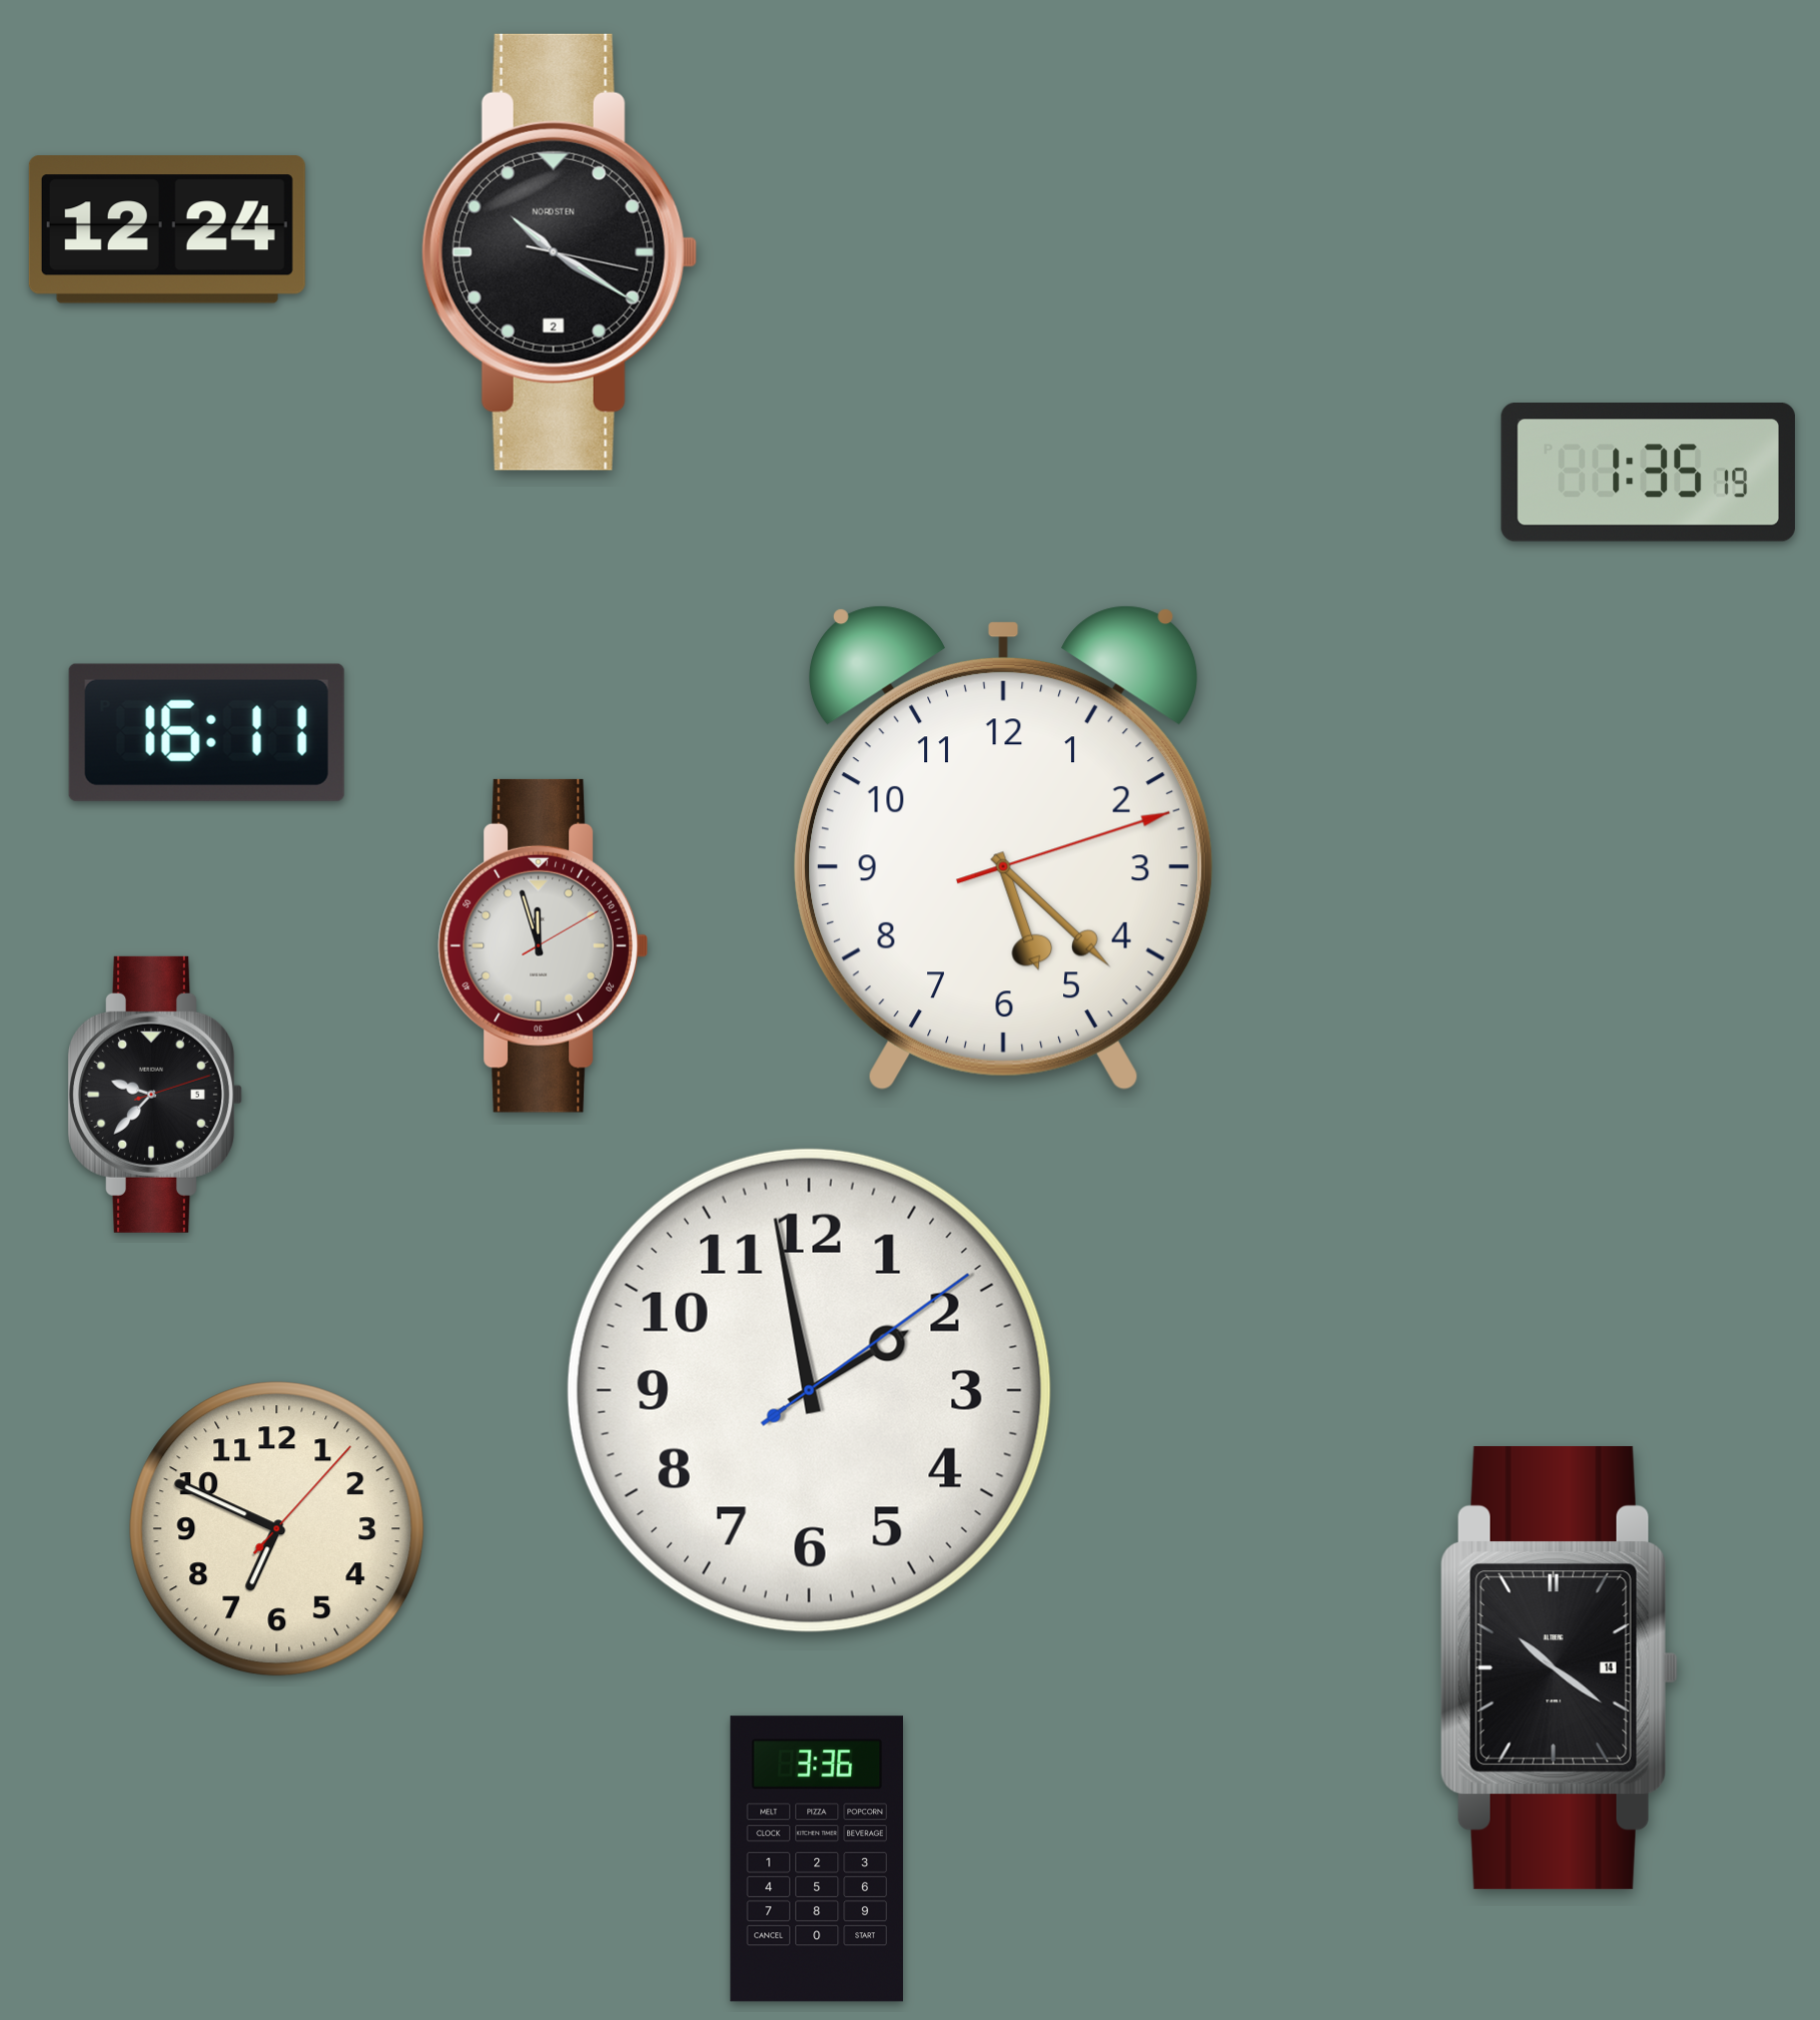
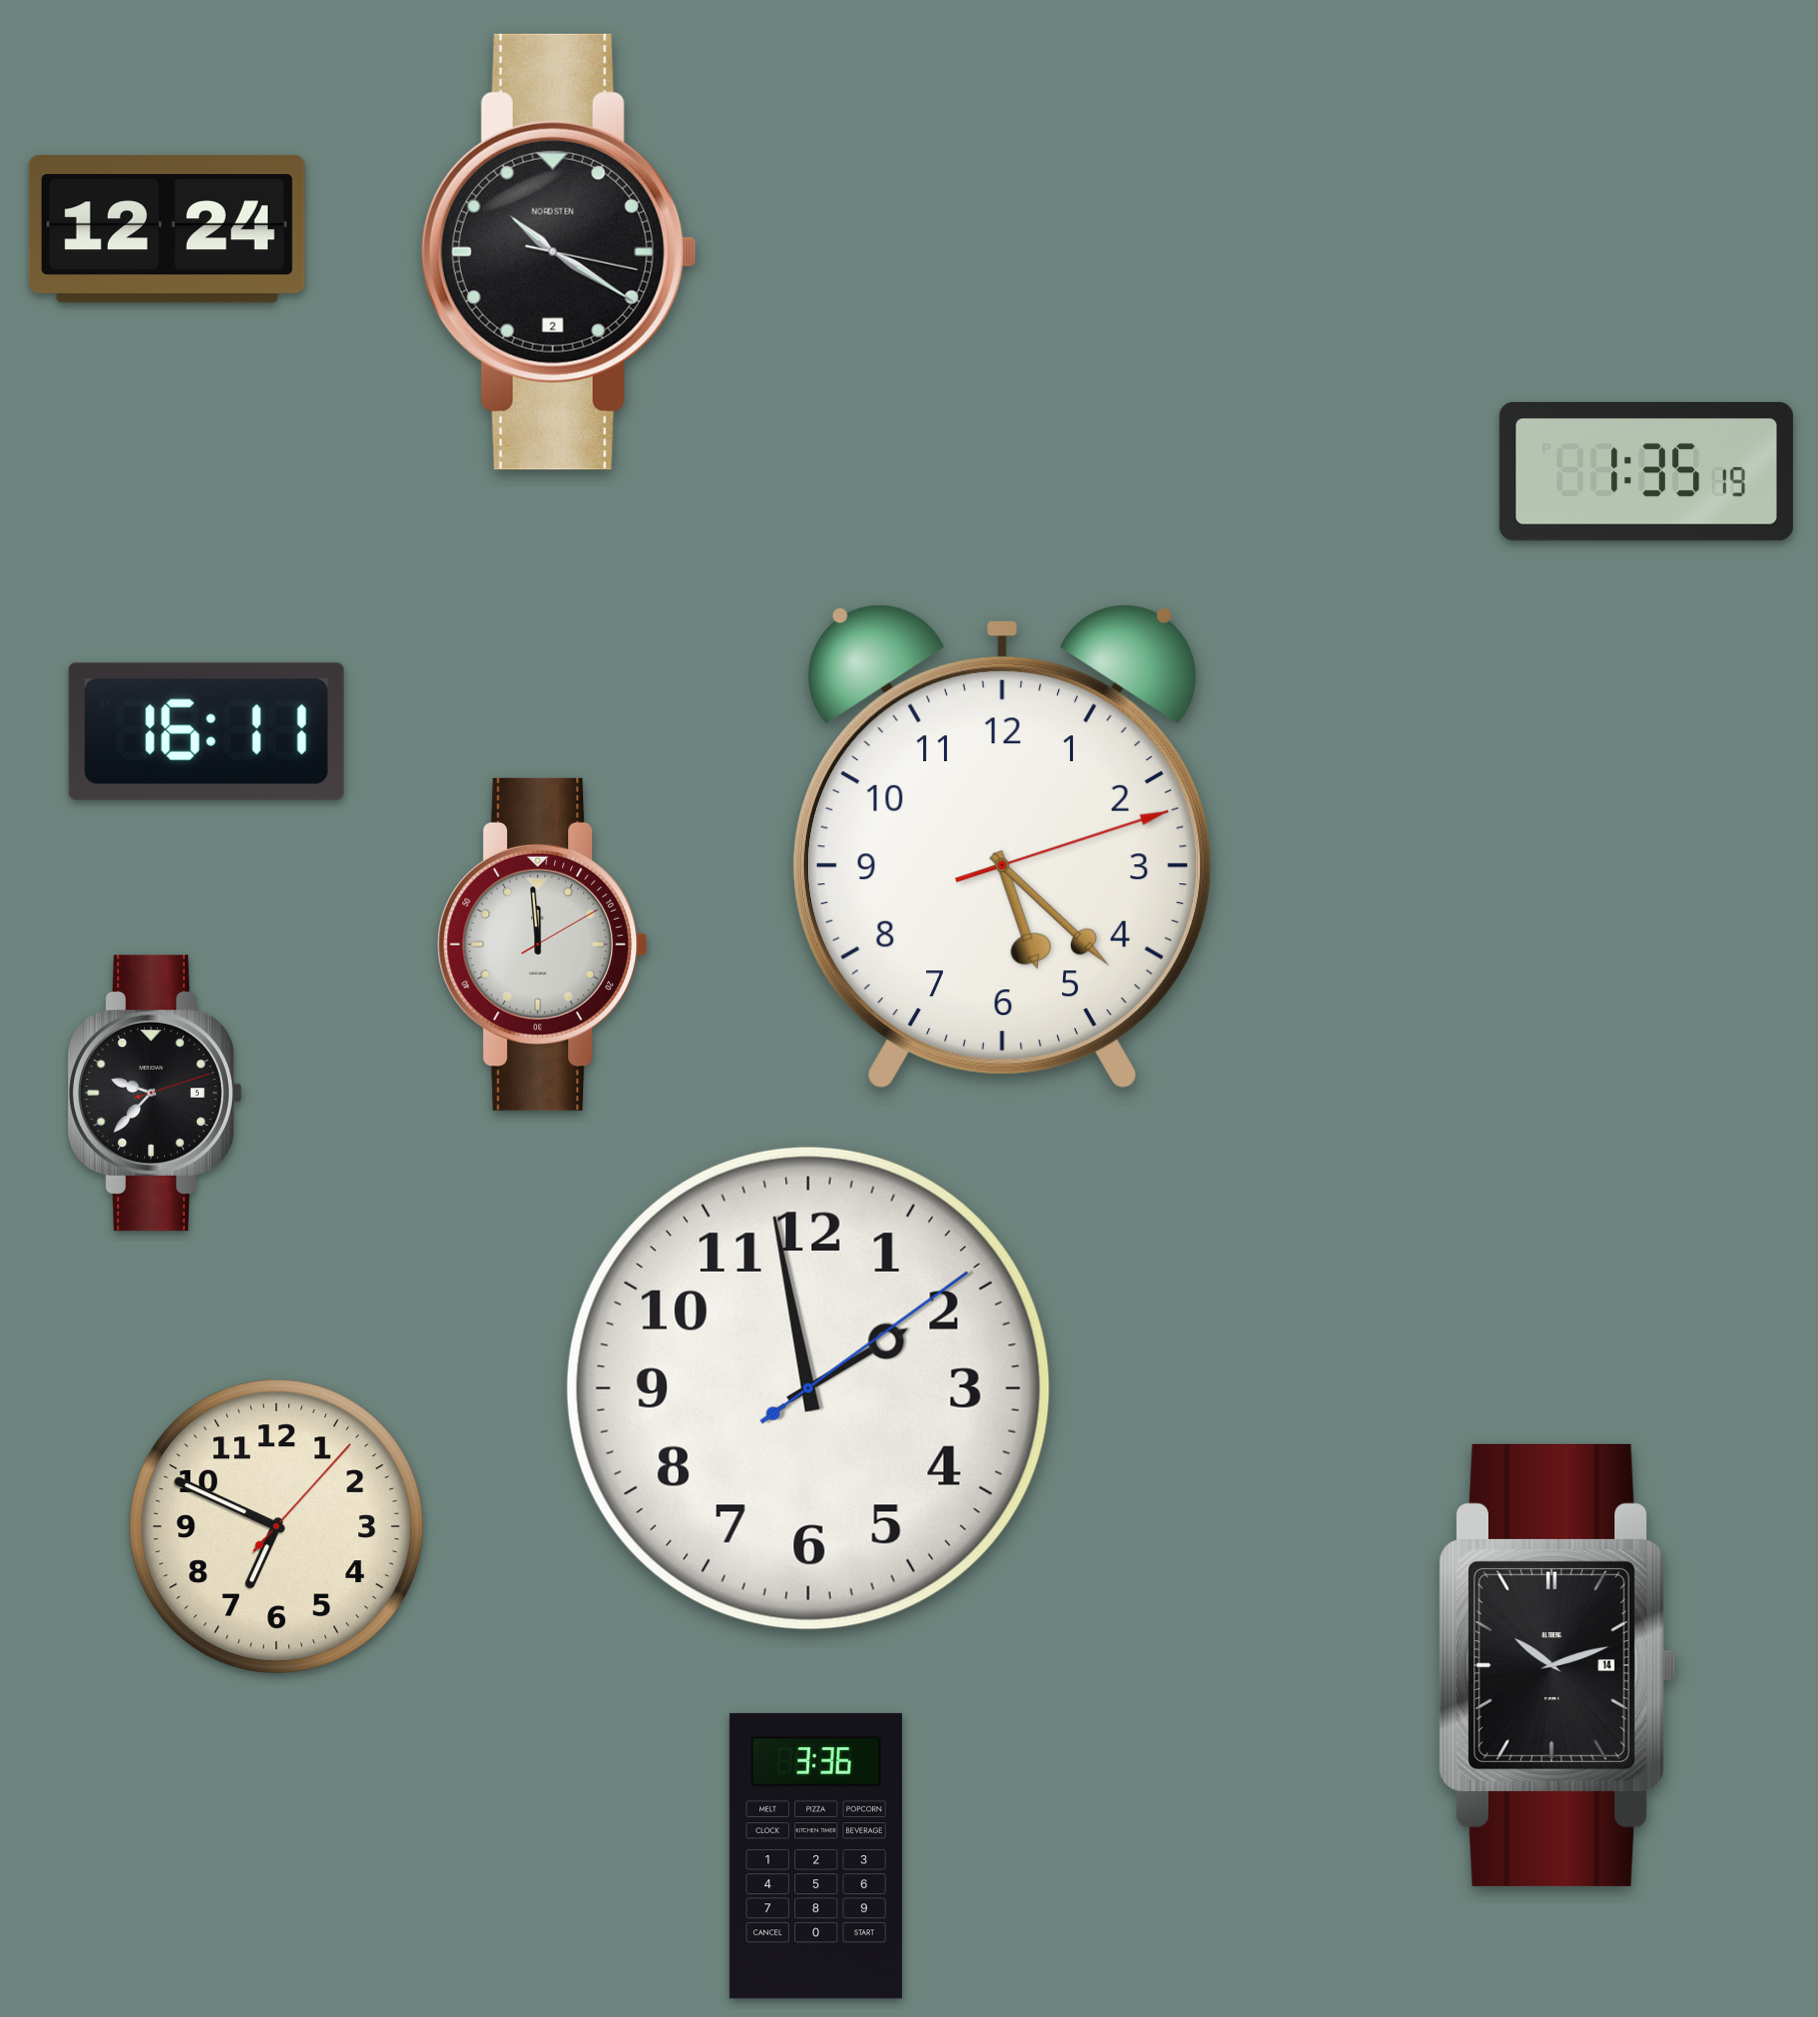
clock at (543, 945): 11:57 -> 11:59
clock at (1559, 1667): 10:21 -> 10:12
